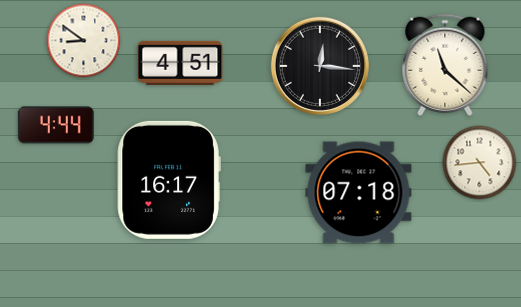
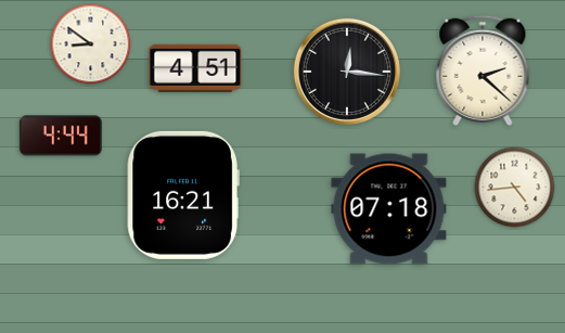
clock at (445, 65): 11:22 -> 2:22
clock at (480, 163) position: (480, 163) -> (515, 188)
clock at (169, 180): 16:17 -> 16:21
